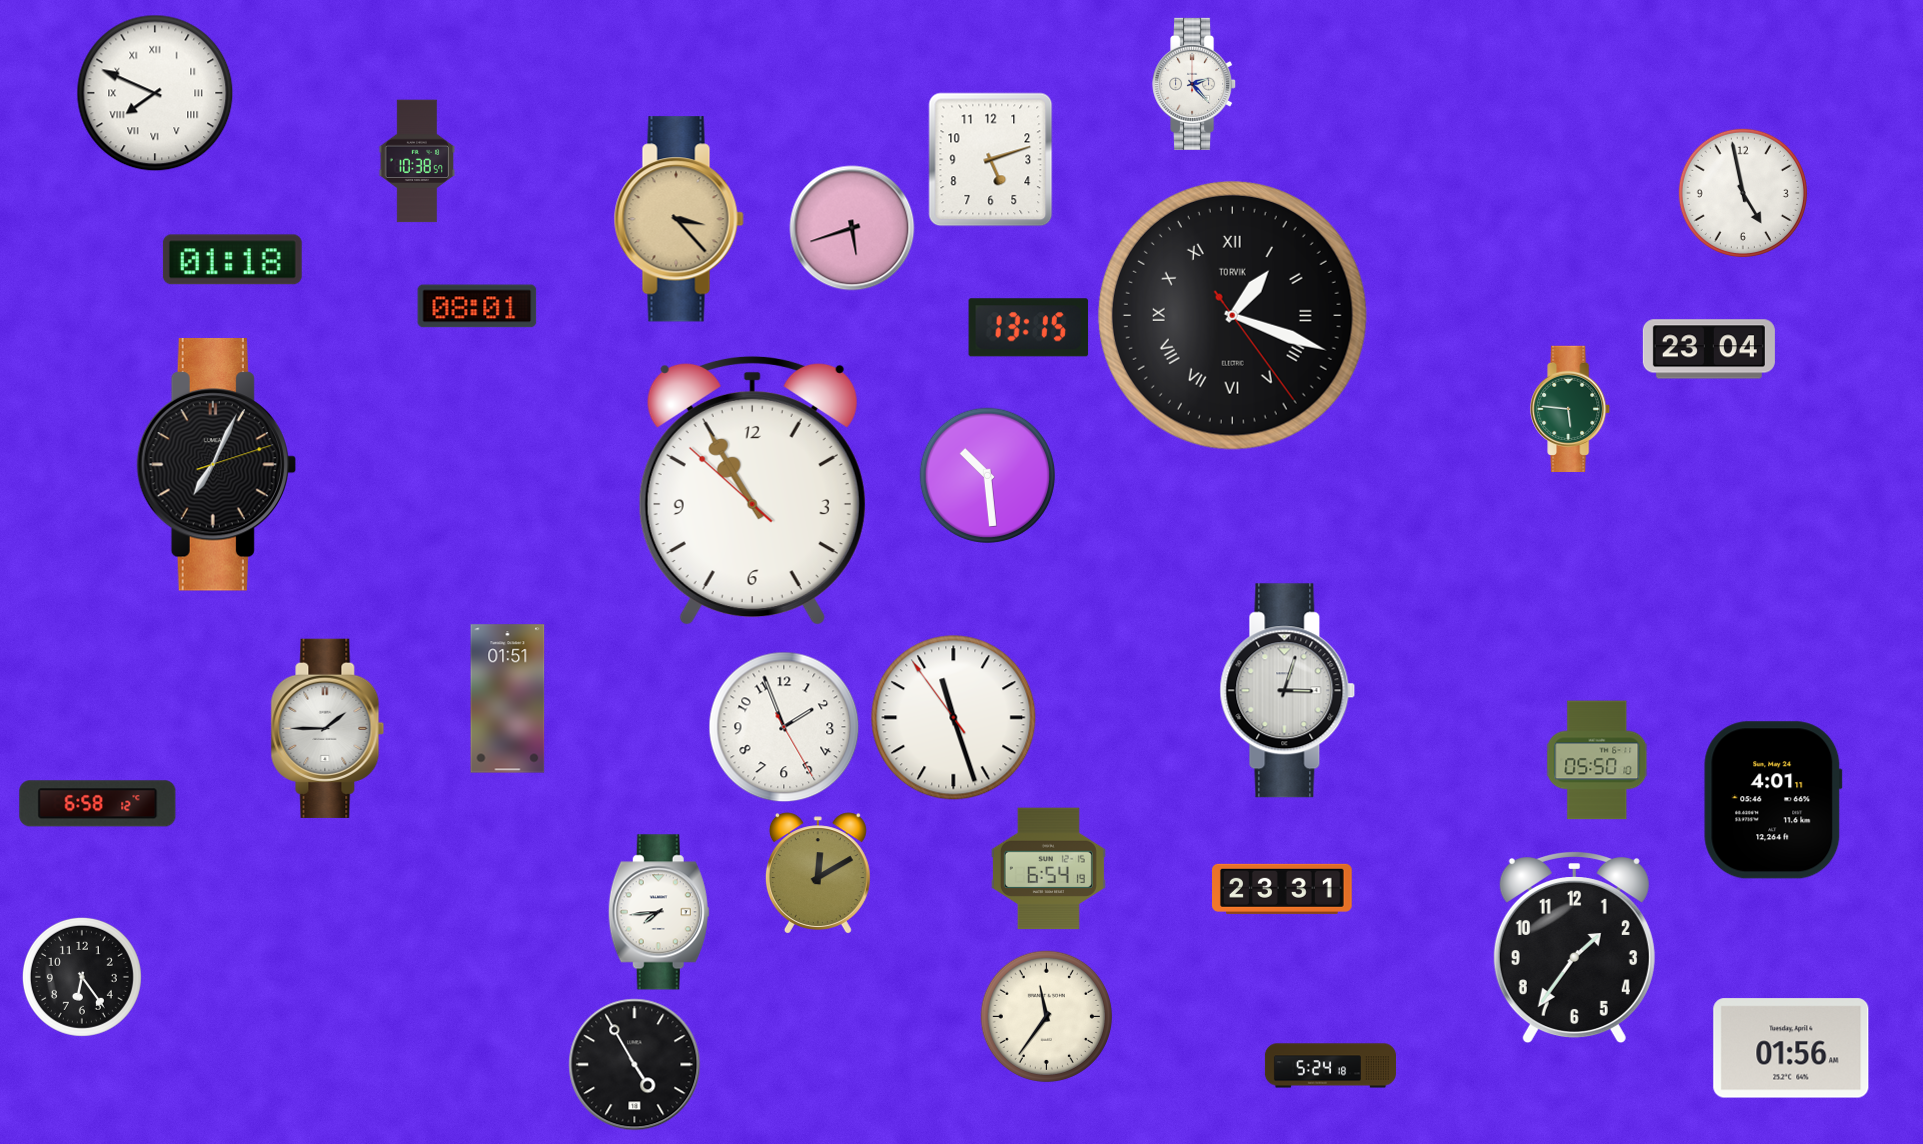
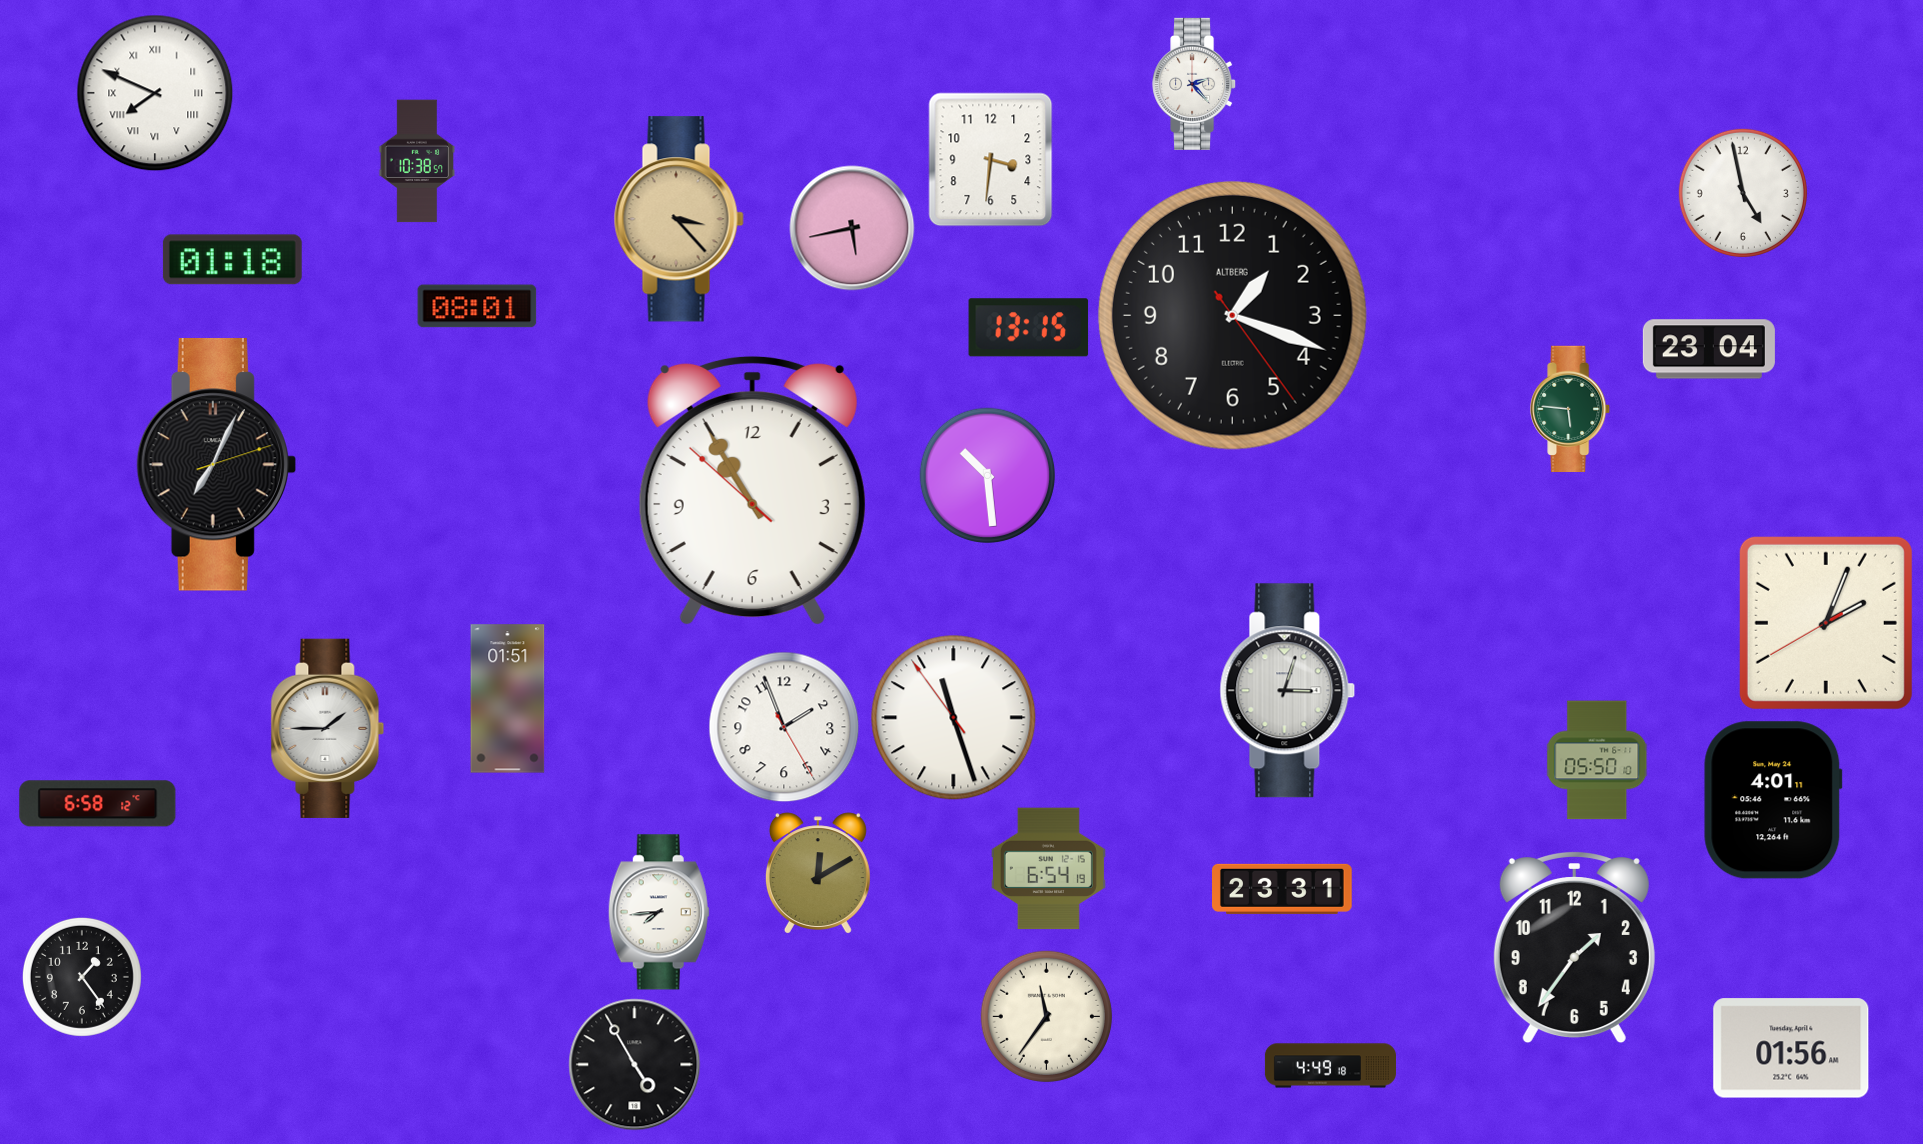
clock at (991, 160): 5:12 -> 3:31
clock at (852, 228): 5:42 -> 5:43
clock at (1232, 315) numerals: Roman -> Arabic
clock at (1232, 315) brand: TORVIK -> ALTBERG
clock at (1826, 623): none -> 2:03
clock at (82, 977): 6:24 -> 1:24
clock at (1330, 1066): 5:24 -> 4:49
